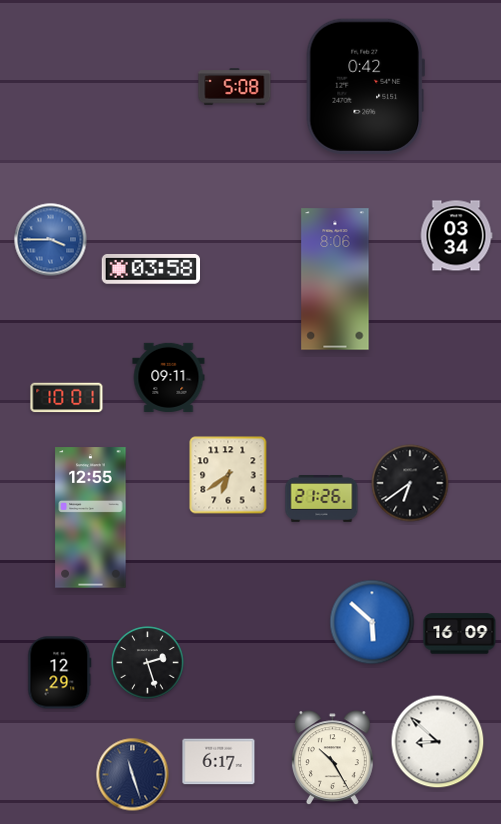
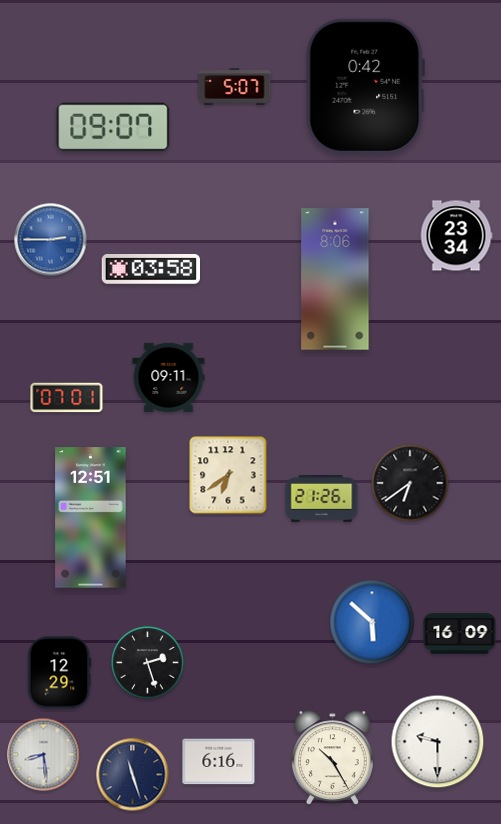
clock at (235, 87): 5:08 -> 5:07
clock at (113, 127): none -> 09:07
clock at (456, 236): 03:34 -> 23:34
clock at (51, 240): 3:45 -> 2:45
clock at (67, 398): 10:01 -> 07:01
clock at (91, 518): 12:55 -> 12:51
clock at (438, 742): 8:52 -> 9:30
clock at (44, 755): none -> 8:29
clock at (219, 762): 6:17 -> 6:16
